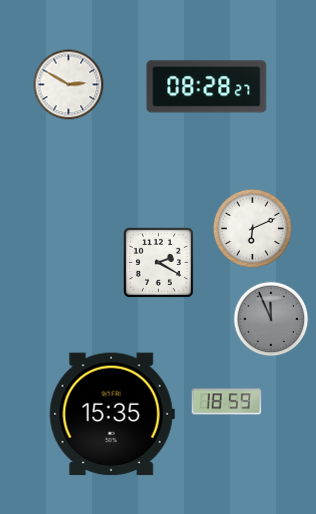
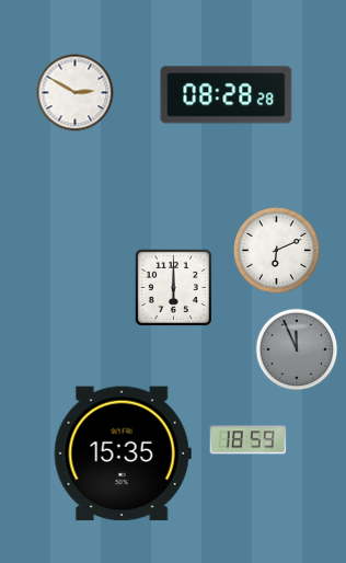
clock at (207, 87): 08:28:27 -> 08:28:28
clock at (158, 262): 2:20 -> 6:00
